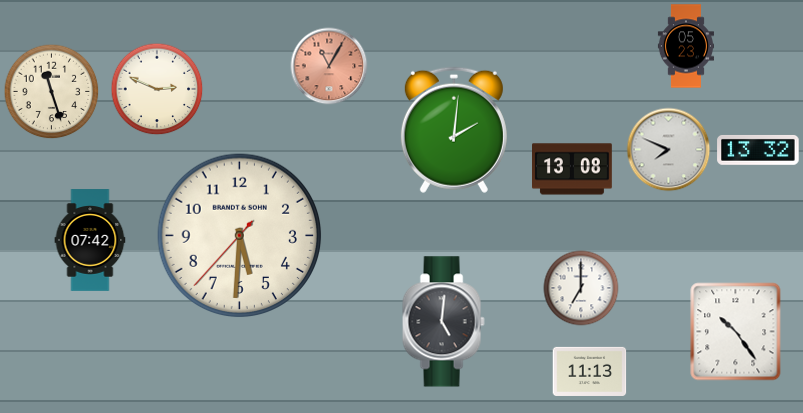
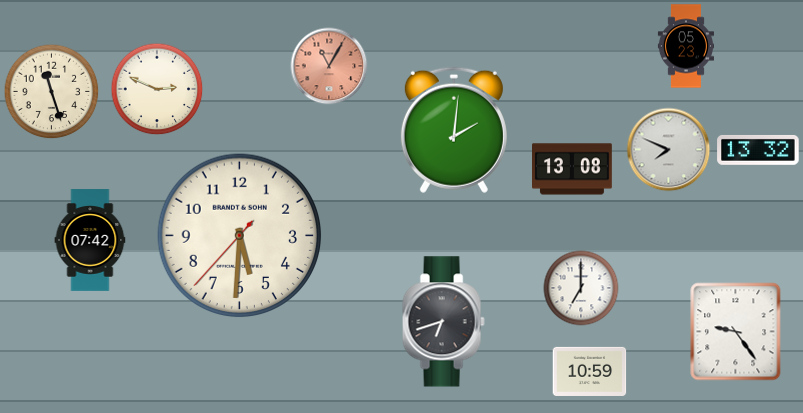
clock at (443, 322): 5:01 -> 6:42
clock at (736, 332): 10:24 -> 9:24
clock at (590, 371): 11:13 -> 10:59
